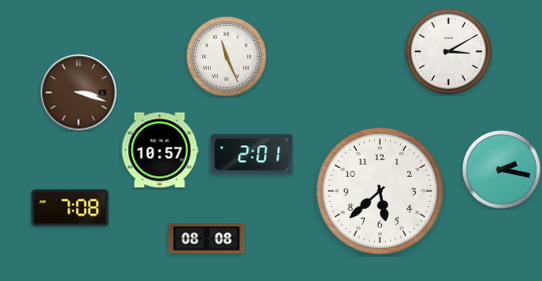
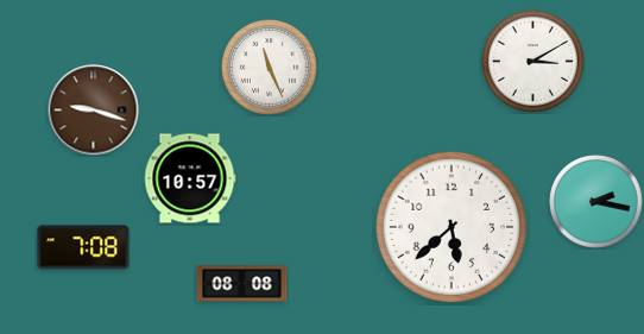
clock at (79, 93): 3:18 -> 9:18
clock at (252, 155): 2:01 -> none
clock at (207, 239) position: (207, 239) -> (242, 284)
